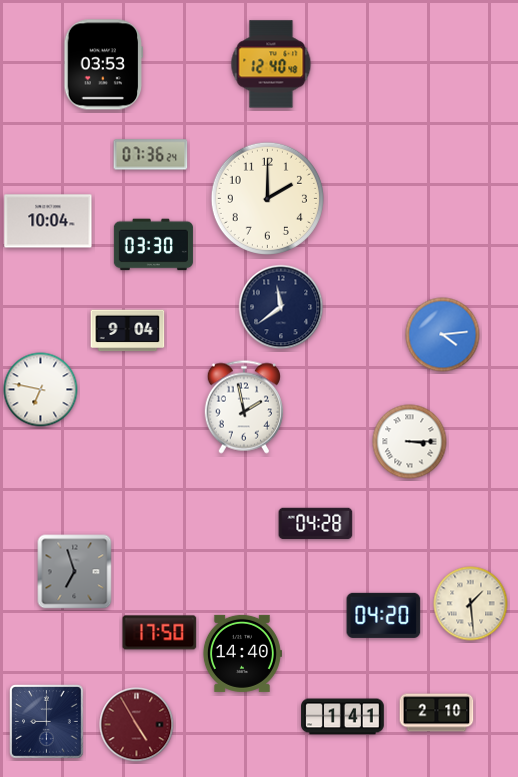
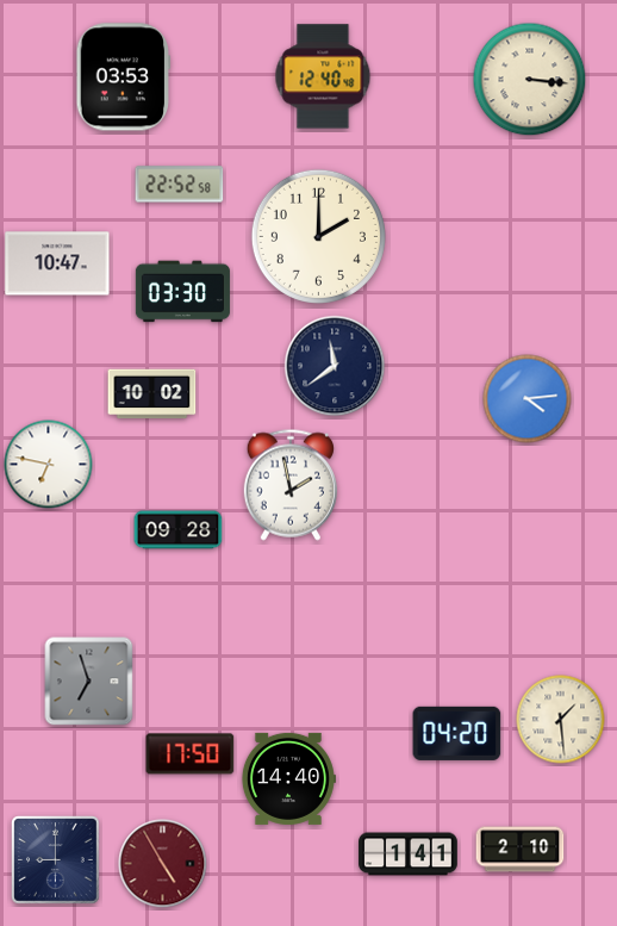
clock at (530, 80): none -> 3:16
clock at (151, 155): 07:36 -> 22:52
clock at (48, 221): 10:04 -> 10:47
clock at (128, 331): 9:04 -> 10:02
clock at (410, 442): 3:15 -> none
clock at (179, 530): none -> 09:28
clock at (316, 524): 04:28 -> none
